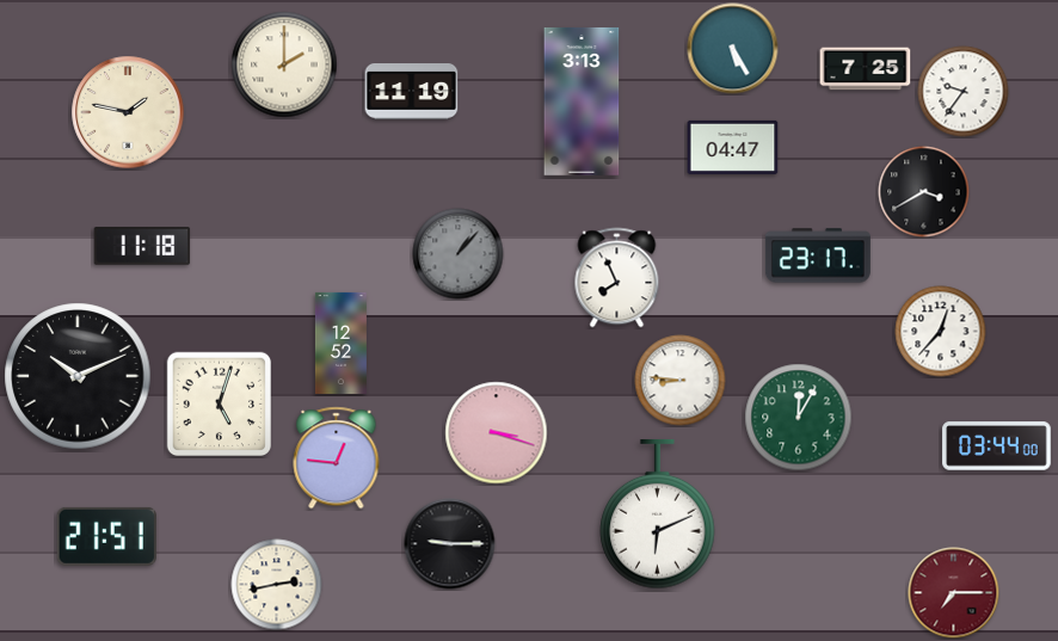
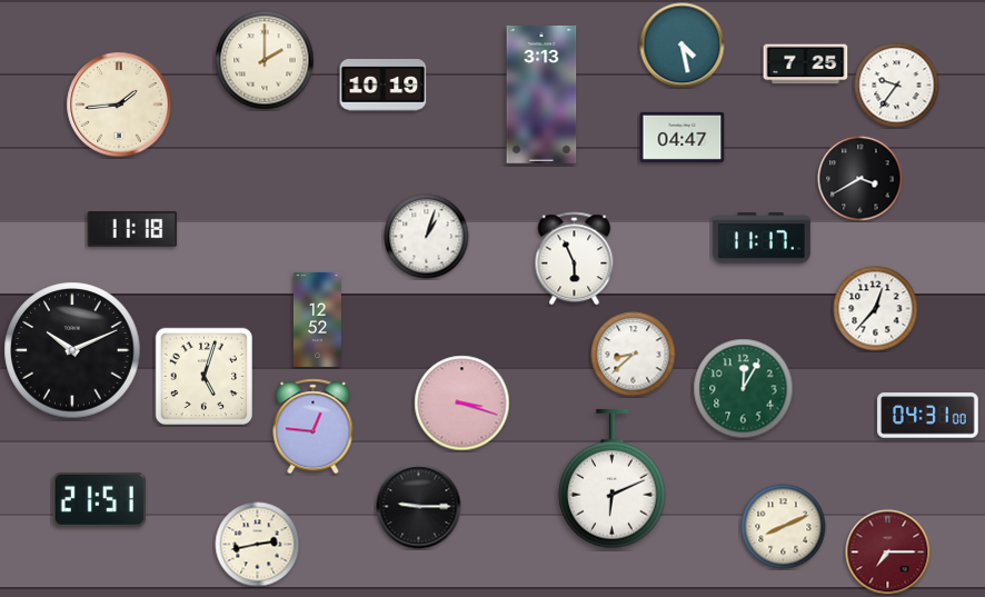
clock at (733, 49): 5:25 -> 4:28
clock at (412, 92): 11:19 -> 10:19
clock at (128, 112): 1:47 -> 1:44
clock at (459, 254): 1:07 -> 1:03
clock at (459, 254) dial: grey -> white
clock at (818, 255): 23:17 -> 11:17
clock at (617, 278): 7:56 -> 5:56
clock at (681, 381): 8:46 -> 8:38
clock at (997, 446): 03:44 -> 04:31
clock at (784, 527): none -> 8:11
